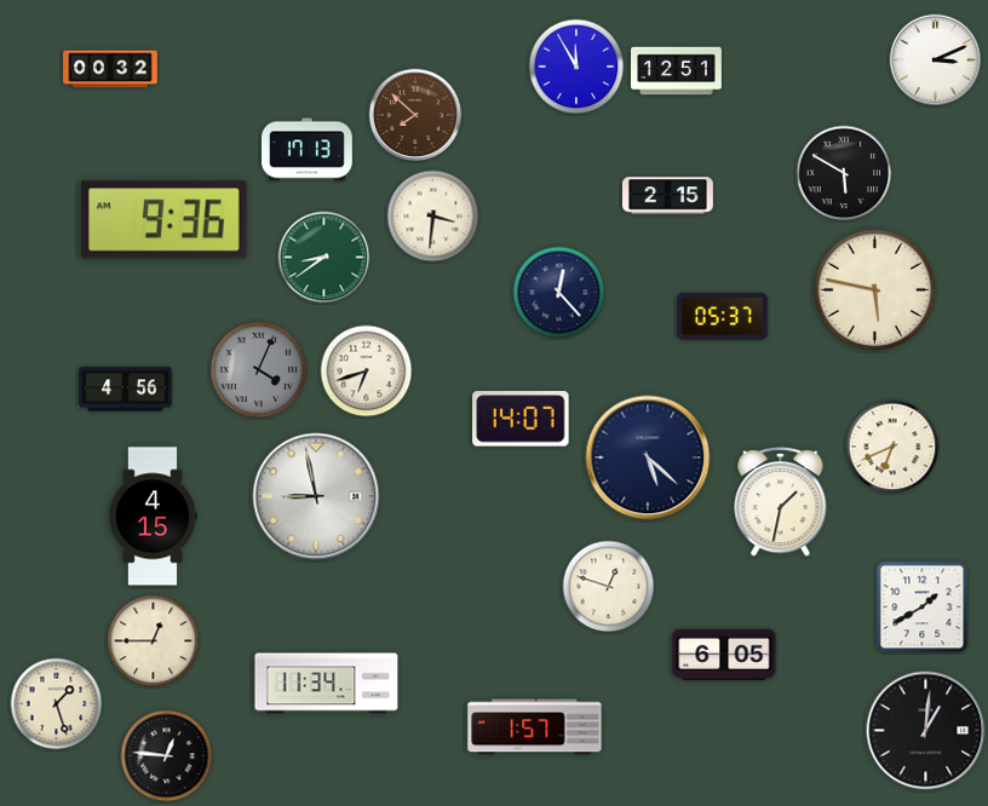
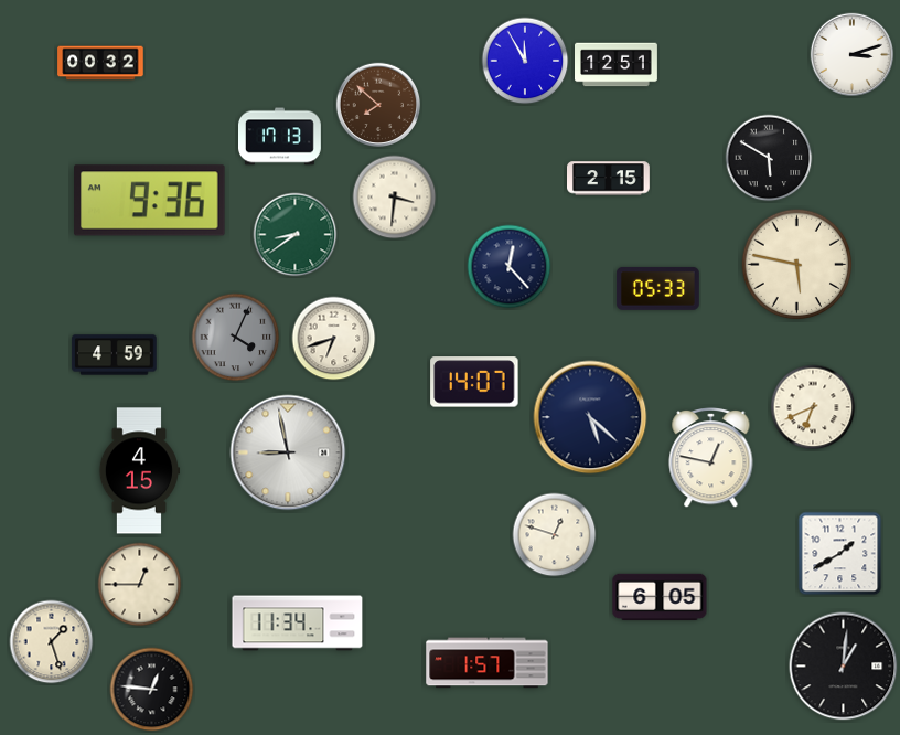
clock at (936, 61): 3:11 -> 3:12
clock at (722, 317): 05:37 -> 05:33
clock at (126, 390): 4:56 -> 4:59
clock at (781, 502): 1:32 -> 12:47
